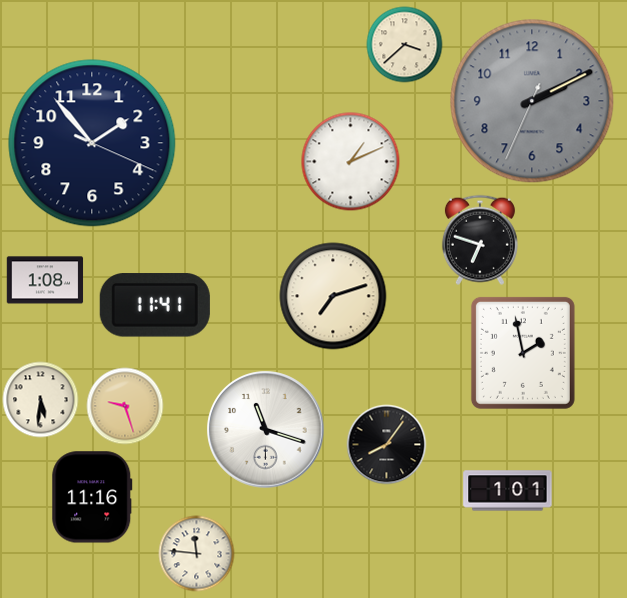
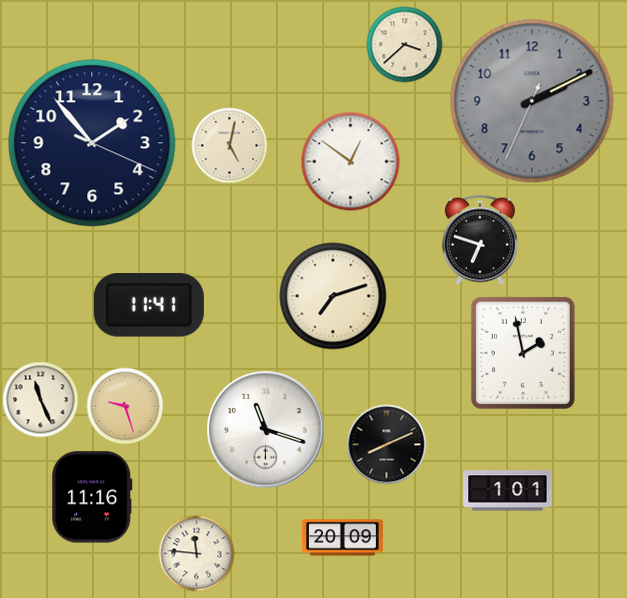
clock at (230, 146): none -> 5:02
clock at (351, 162): 1:11 -> 12:51
clock at (45, 280): 1:08 -> none
clock at (155, 305) position: (155, 305) -> (149, 305)
clock at (41, 400): 5:31 -> 11:26
clock at (387, 445): 8:06 -> 8:11
clock at (342, 538): none -> 20:09
